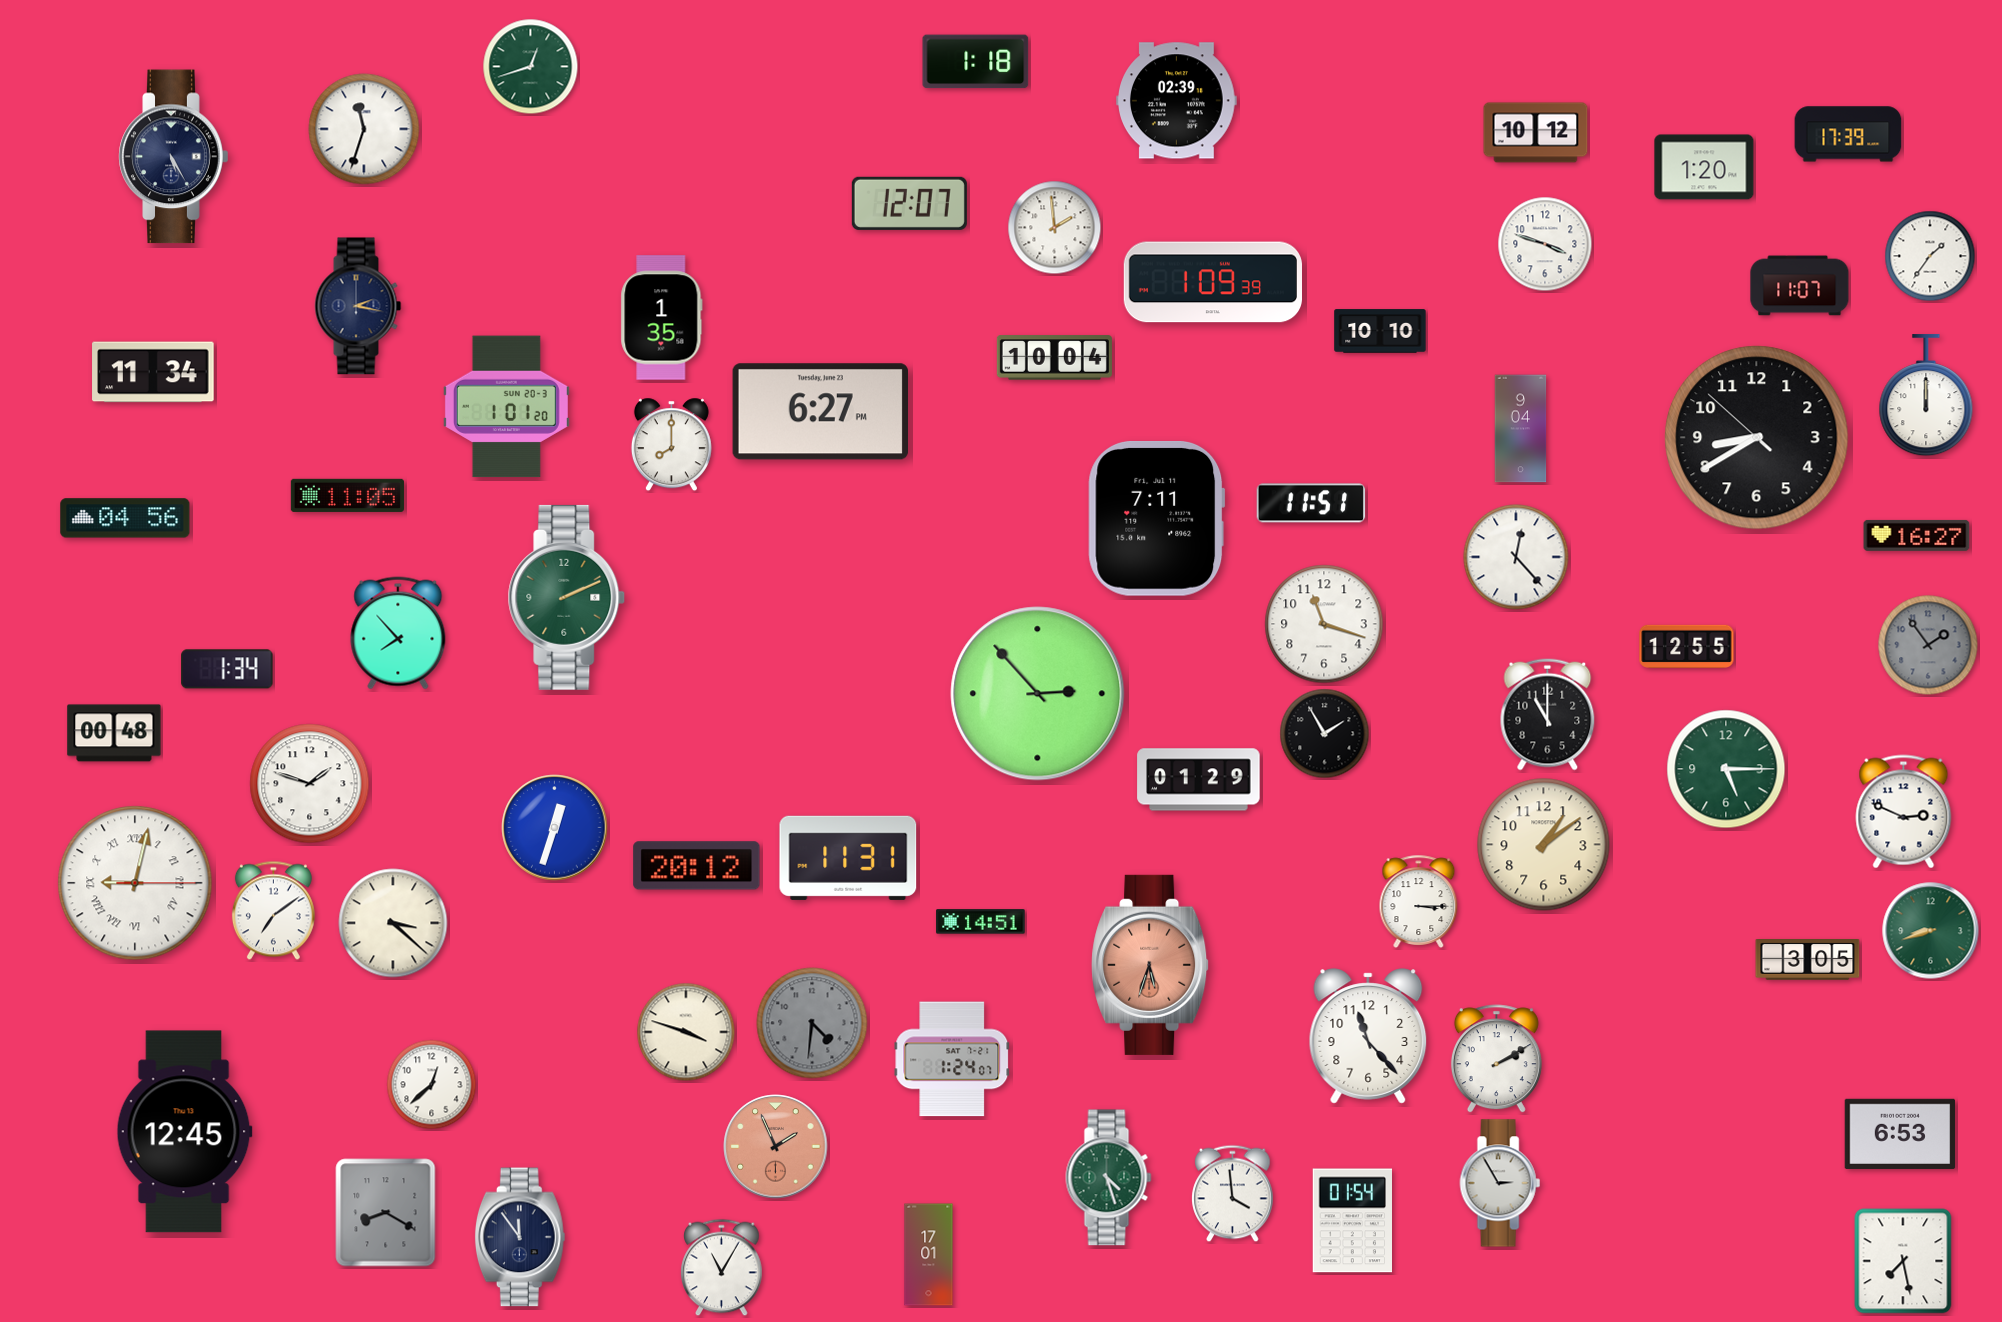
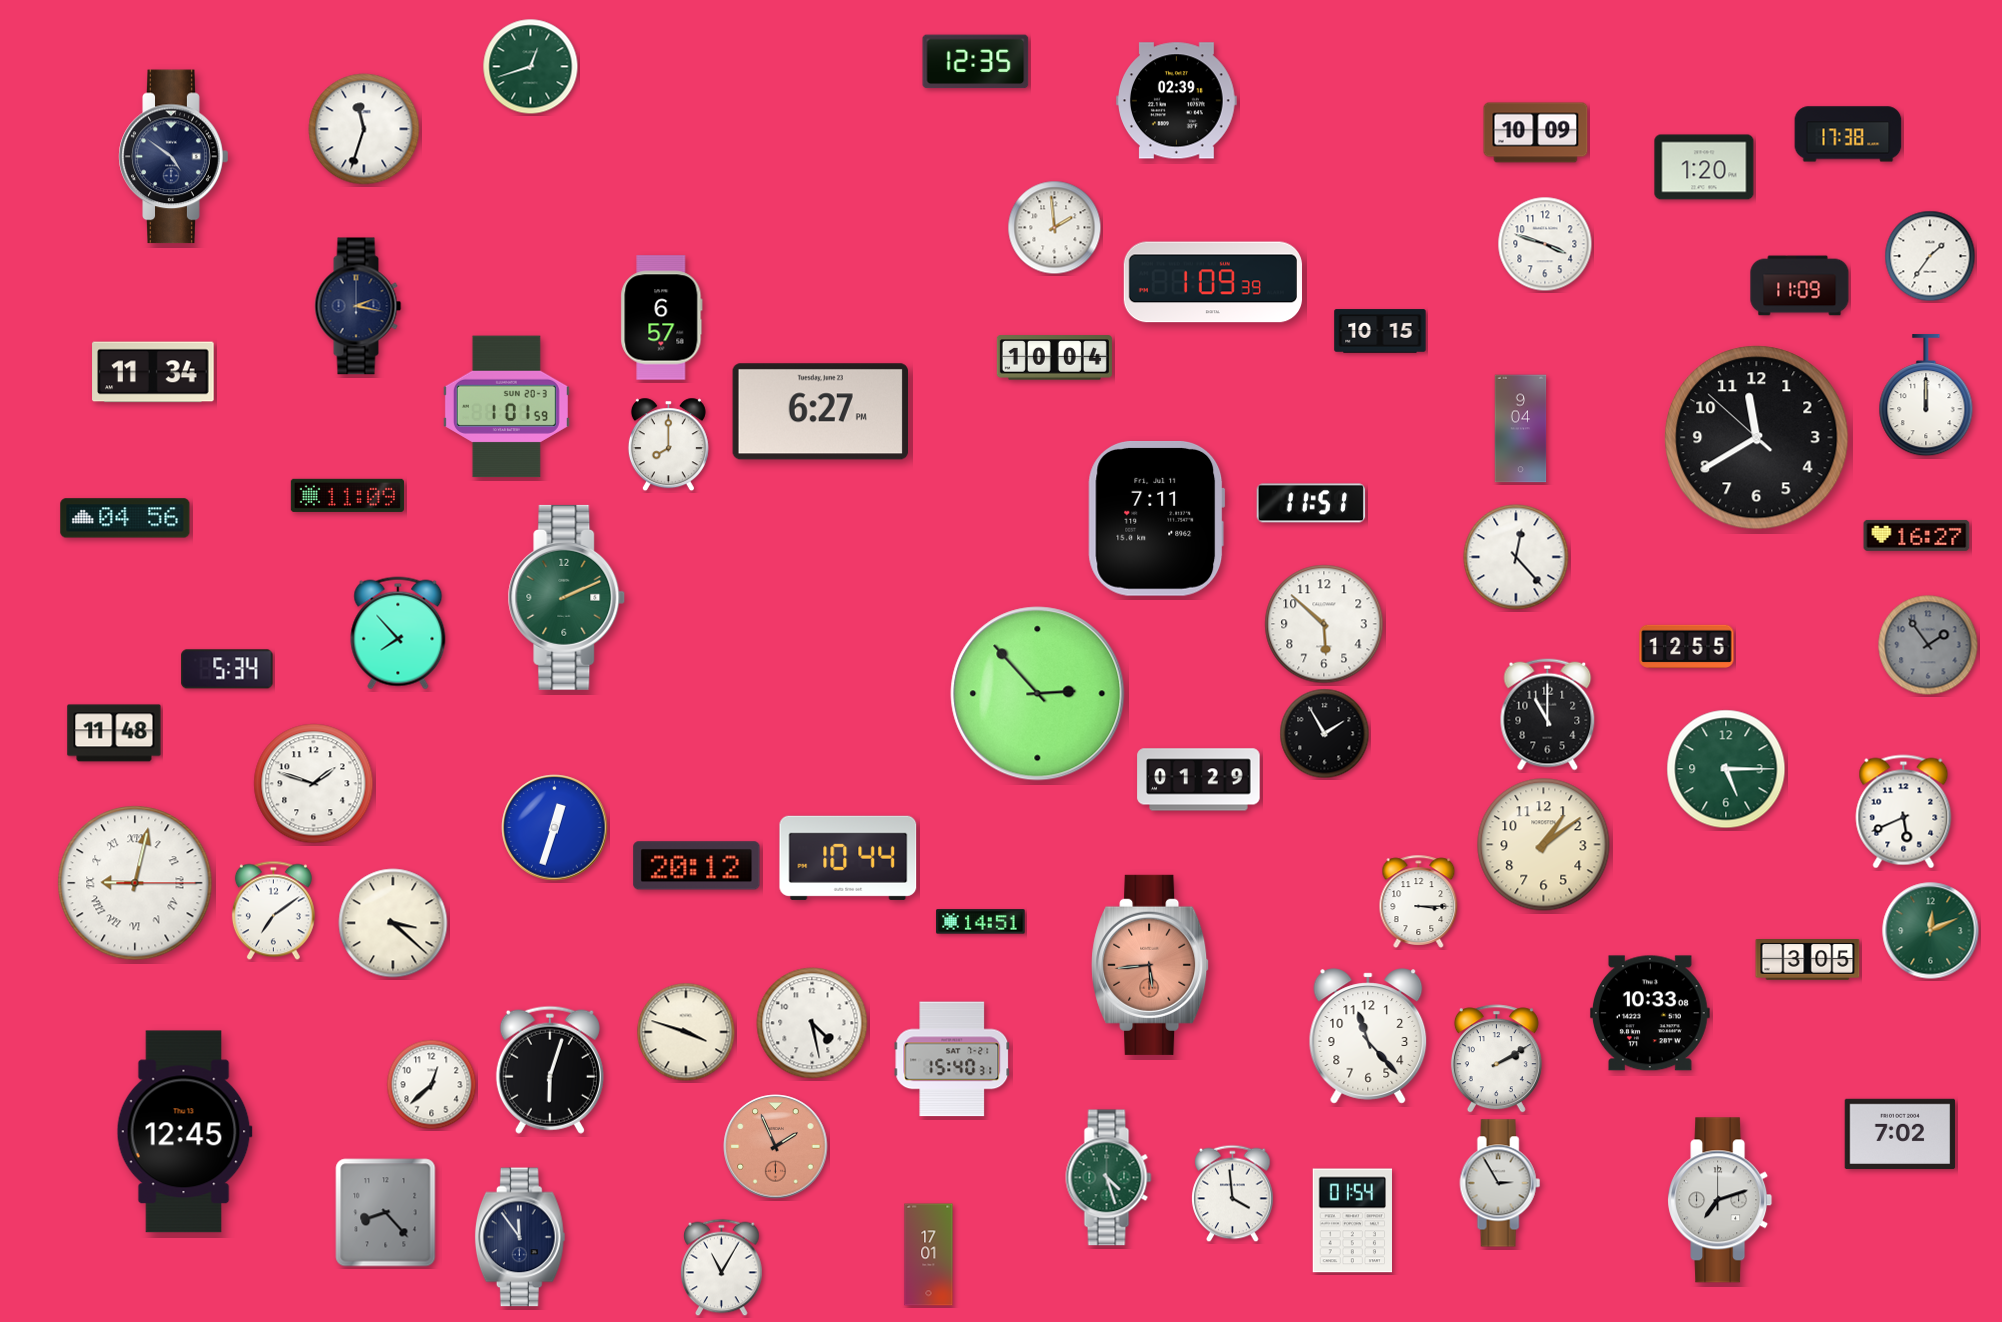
clock at (976, 62): 1:18 -> 12:35
clock at (1536, 133): 10:12 -> 10:09
clock at (1848, 134): 17:39 -> 17:38
clock at (174, 157): 5:25 -> 4:51
clock at (909, 203): 12:07 -> none
clock at (1800, 286): 11:07 -> 11:09
clock at (662, 318): 1:35 -> 6:57
clock at (1380, 331): 10:10 -> 10:15
clock at (506, 407): 1:01:20 -> 1:01:59
clock at (1757, 438): 8:39 -> 11:39
clock at (671, 445) position: (671, 445) -> (668, 445)
clock at (347, 495): 11:05 -> 11:09
clock at (1324, 624): 11:18 -> 5:52
clock at (227, 669): 1:34 -> 5:34
clock at (114, 733): 00:48 -> 11:48
clock at (310, 784) position: (310, 784) -> (314, 784)
clock at (1904, 812): 2:49 -> 5:41
clock at (848, 858): 11:31 -> 10:44
clock at (1931, 931): 8:42 -> 12:11
clock at (1151, 965): 5:33 -> 5:44
clock at (1650, 1013): none -> 10:33
clock at (812, 1023): 4:31 -> 4:28
clock at (812, 1023) dial: grey -> white
clock at (952, 1059): 1:24 -> 15:40
clock at (550, 1070): none -> 6:03
clock at (1900, 1133): 6:53 -> 7:02
clock at (1720, 1200): none -> 7:12
clock at (386, 1213): 8:20 -> 8:23
clock at (1903, 1261): 7:28 -> none
